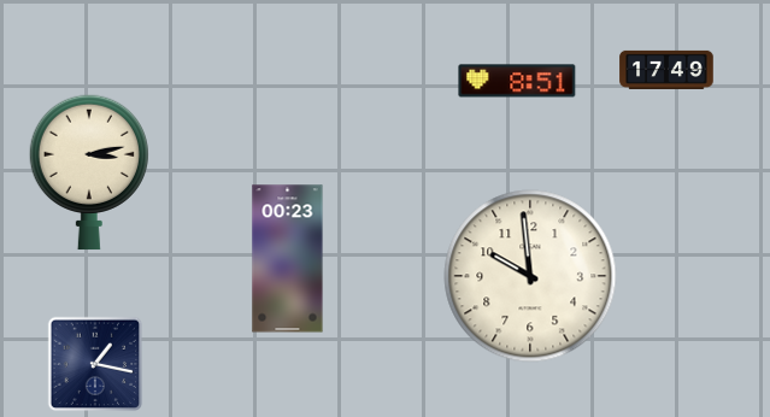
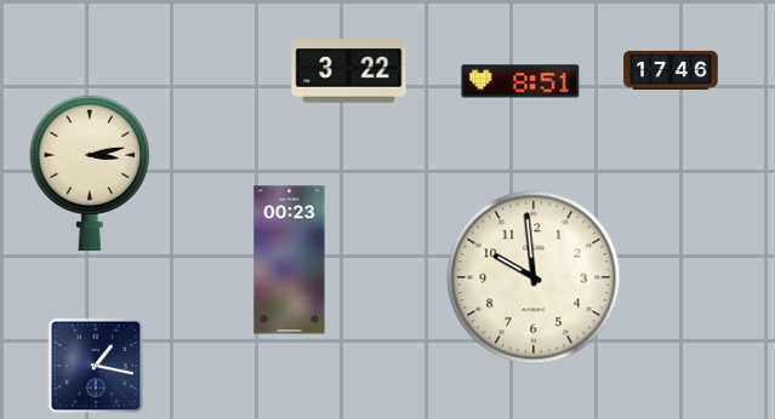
clock at (666, 70): 17:49 -> 17:46
clock at (349, 71): none -> 3:22
